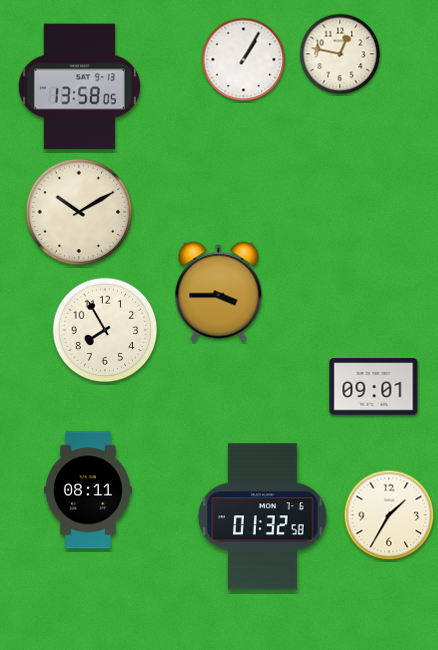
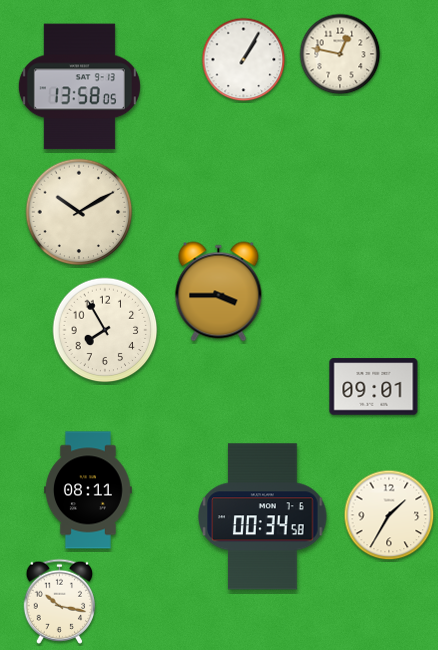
clock at (263, 517): 01:32 -> 00:34
clock at (60, 601): none -> 10:17
